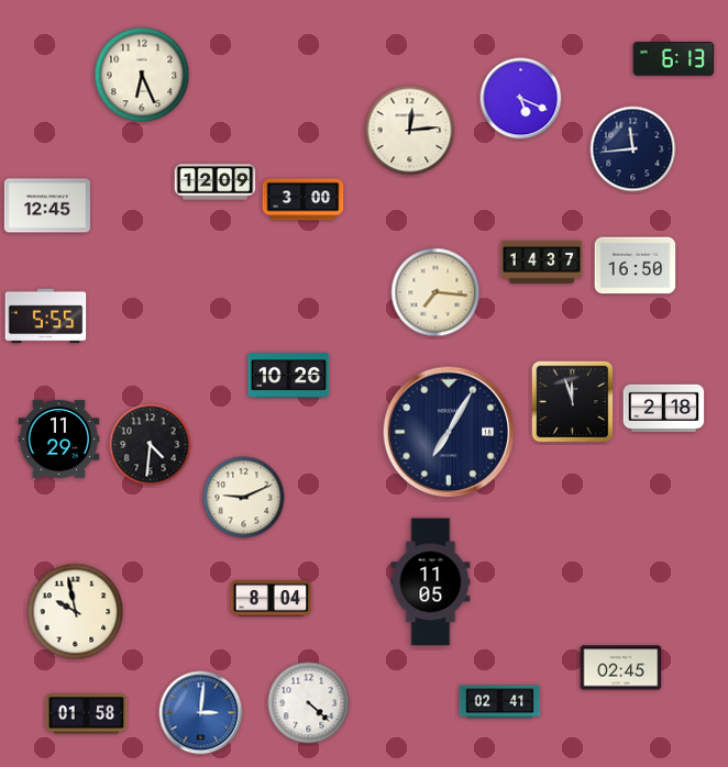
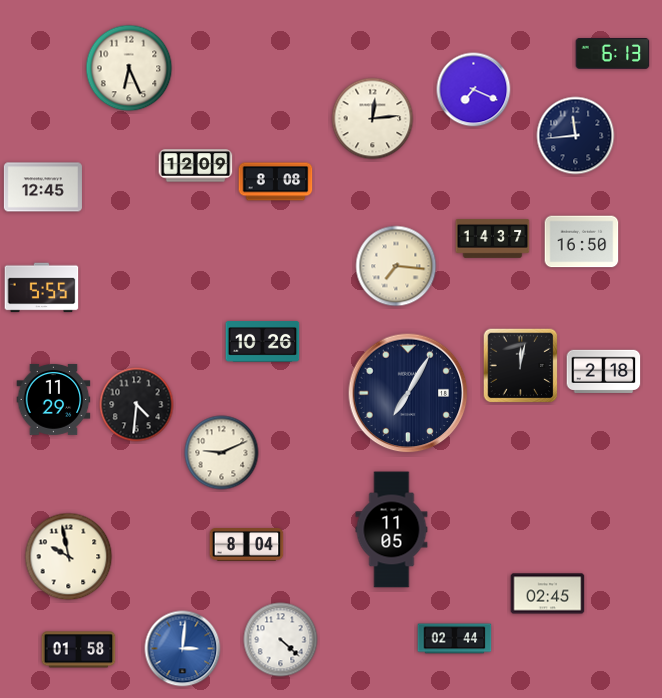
clock at (521, 99): 5:19 -> 7:19
clock at (304, 200): 3:00 -> 8:08
clock at (636, 266) position: (636, 266) -> (582, 242)
clock at (573, 402): 11:57 -> 12:02
clock at (621, 668) position: (621, 668) -> (548, 594)
clock at (500, 702): 02:41 -> 02:44
